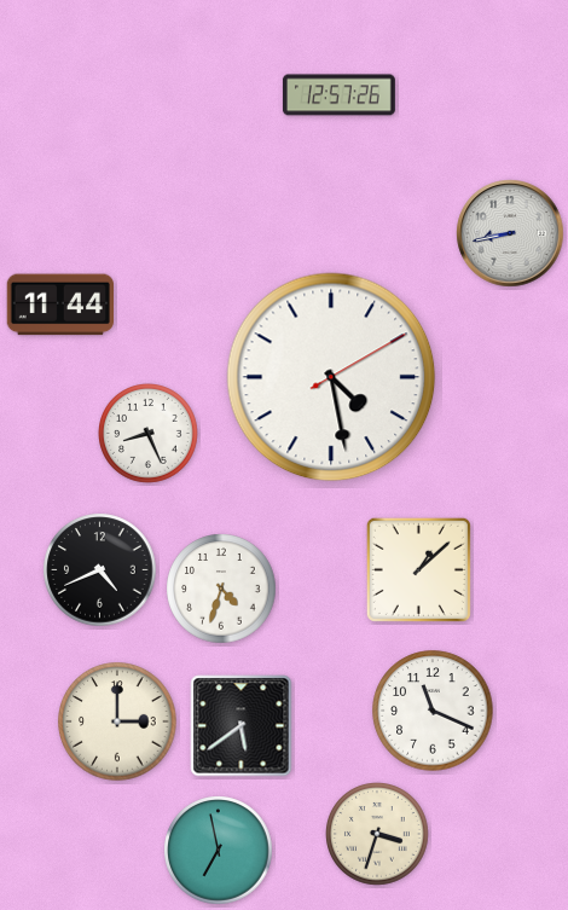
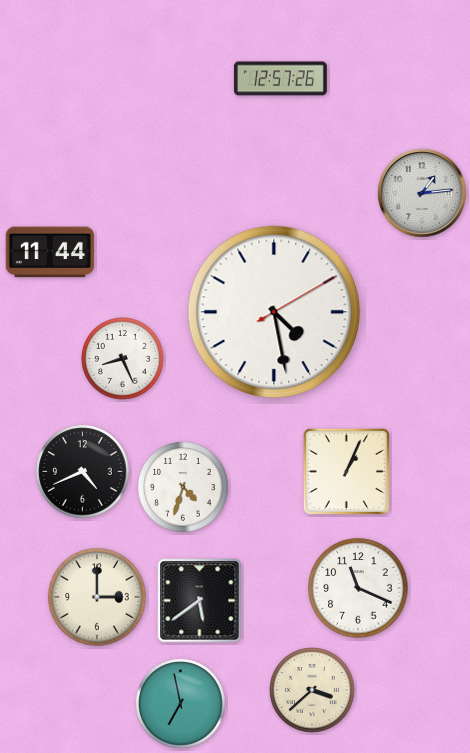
clock at (510, 233): 8:43 -> 1:14
clock at (418, 569): 1:08 -> 1:04
clock at (377, 834): 3:33 -> 3:38
